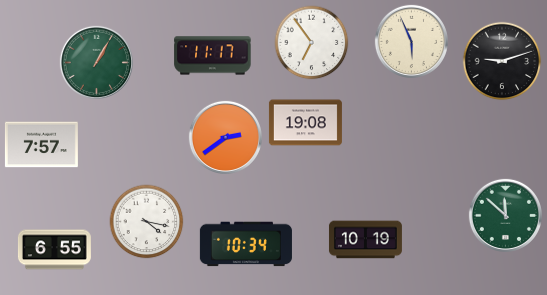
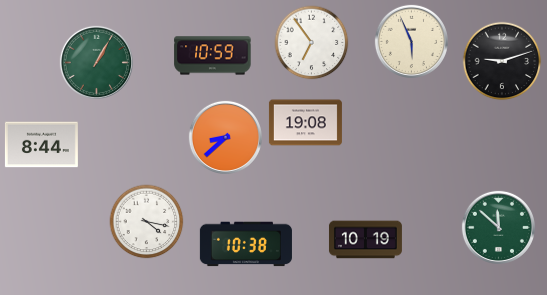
clock at (213, 56): 11:17 -> 10:59
clock at (225, 137): 2:39 -> 8:38
clock at (41, 145): 7:57 -> 8:44
clock at (505, 215) position: (505, 215) -> (498, 227)
clock at (246, 244): 10:34 -> 10:38
clock at (54, 250): 6:55 -> none
